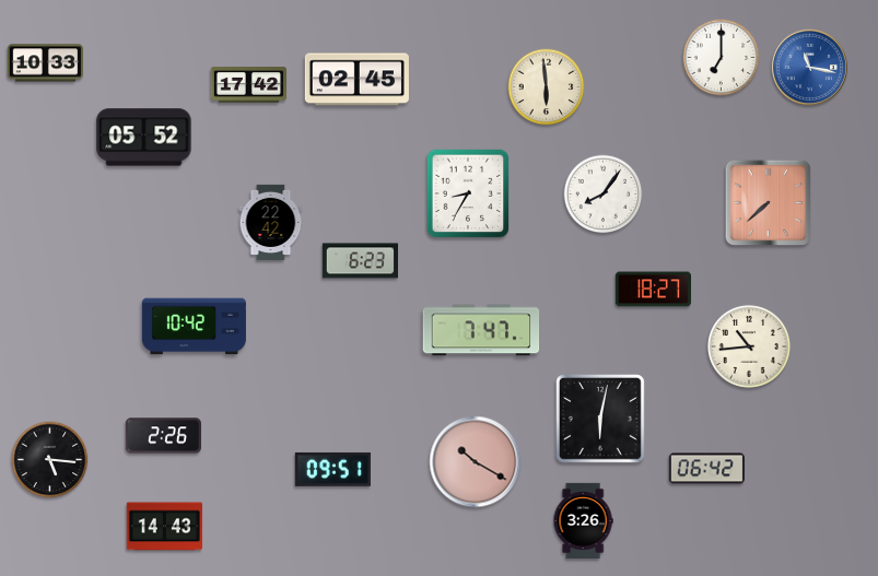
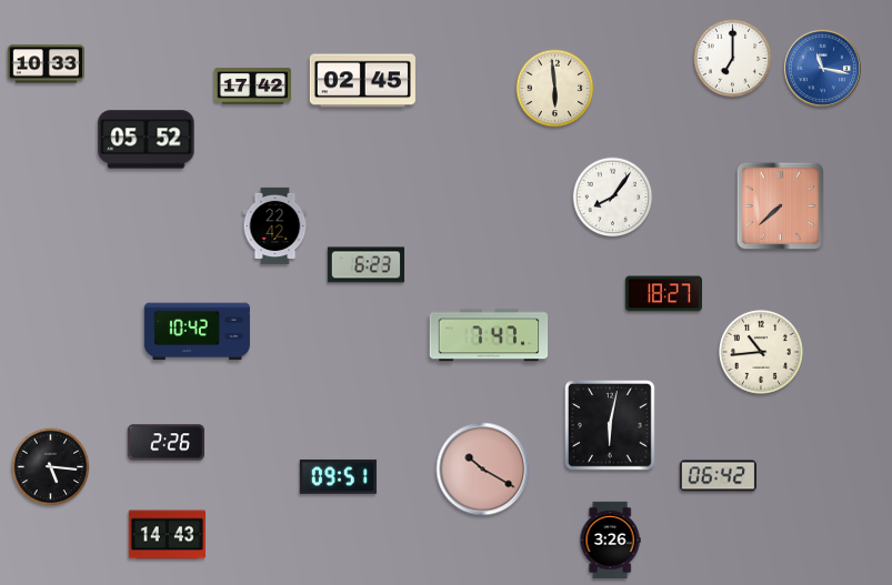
clock at (468, 193): 8:35 -> none
clock at (583, 521) position: (583, 521) -> (610, 541)
